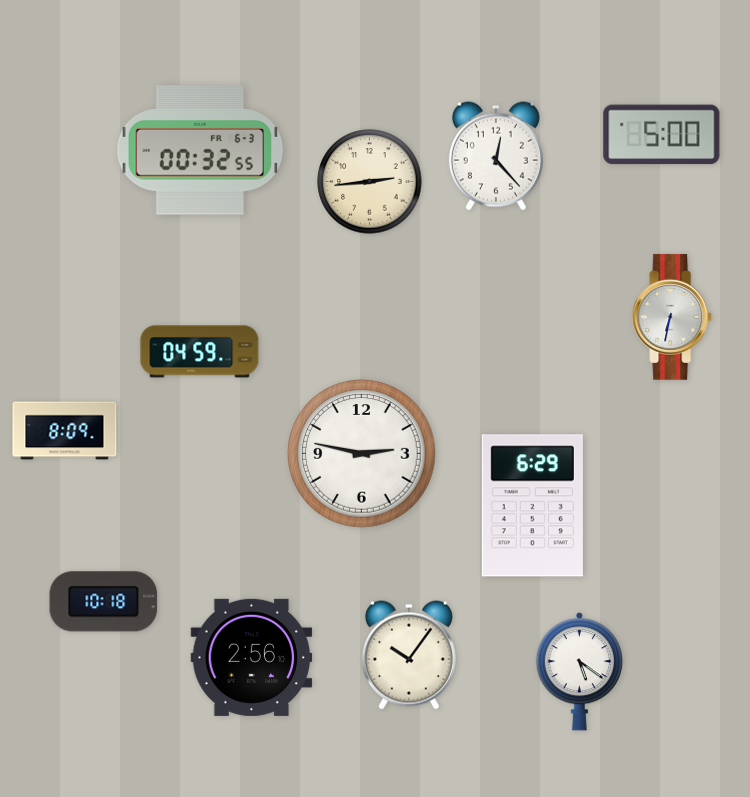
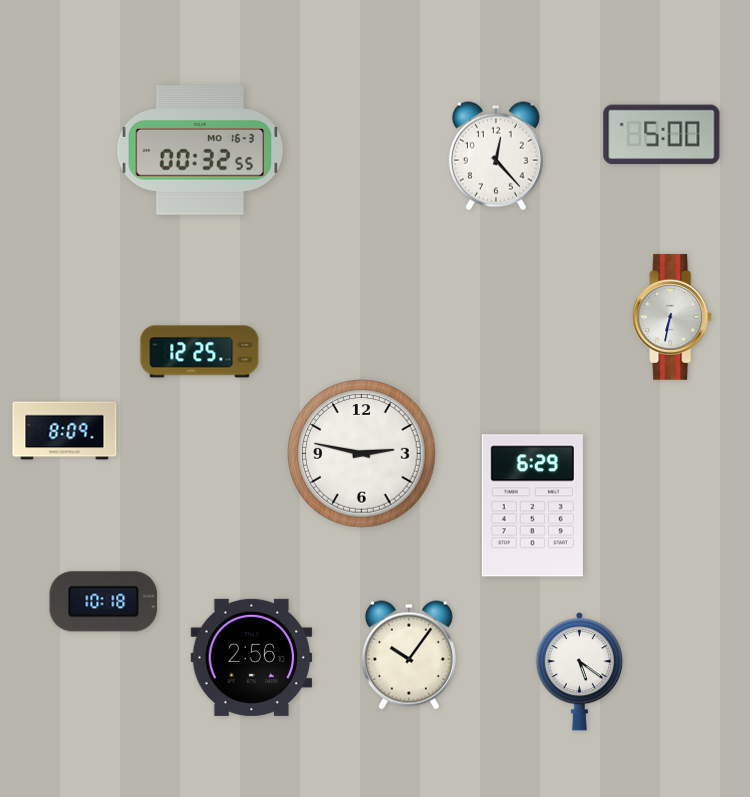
clock at (200, 150) date: FR 6-3 -> MO 16-3
clock at (370, 182): 2:44 -> none
clock at (200, 352): 04:59 -> 12:25
